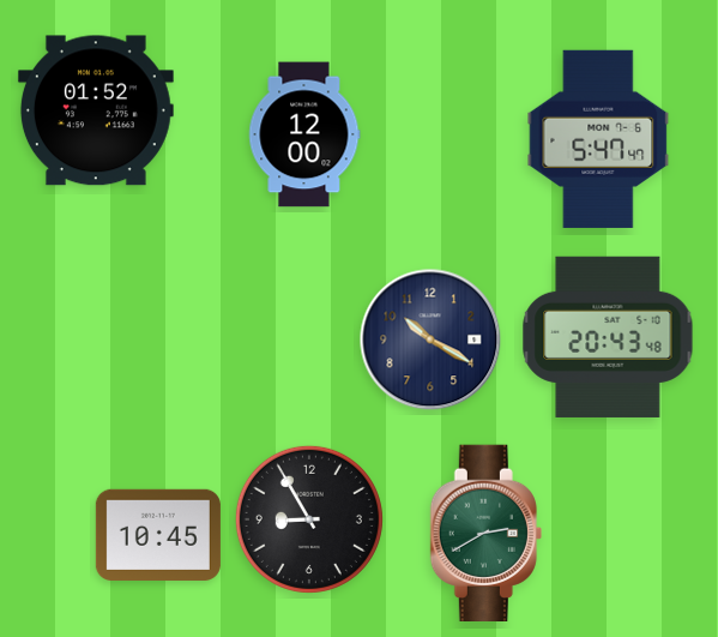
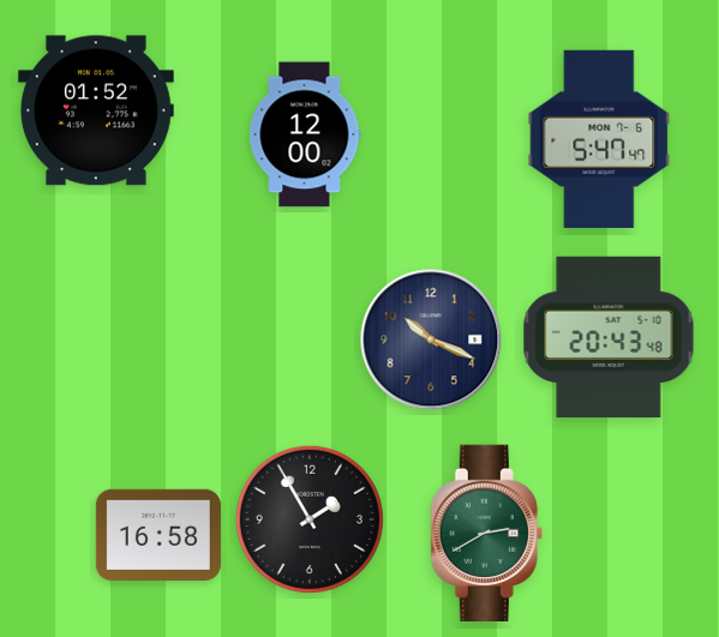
clock at (430, 339): 10:20 -> 10:19
clock at (309, 519): 8:55 -> 1:55
clock at (158, 535): 10:45 -> 16:58
